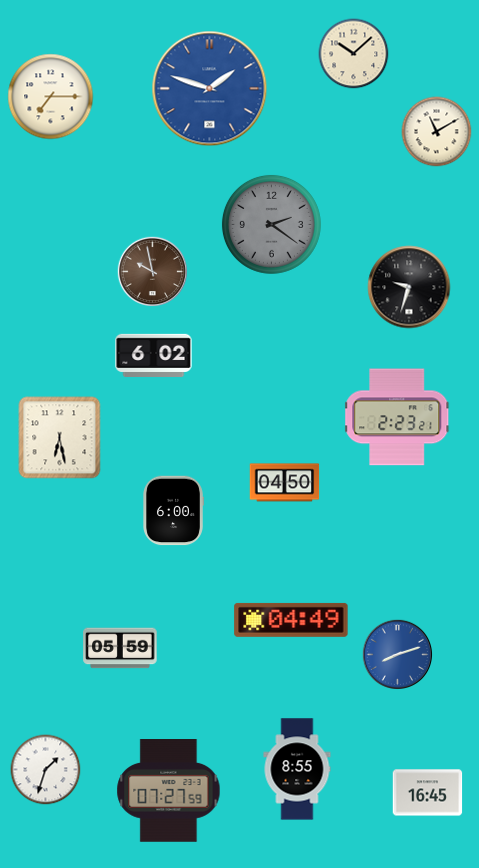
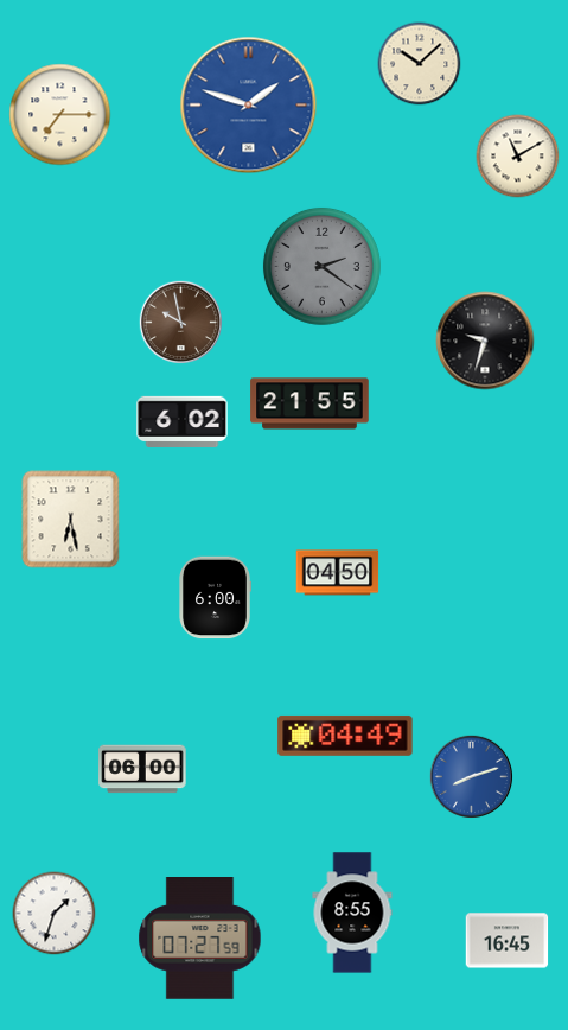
clock at (309, 403): none -> 21:55
clock at (398, 417): 2:23 -> none
clock at (173, 511) position: (173, 511) -> (215, 598)
clock at (120, 648): 05:59 -> 06:00
